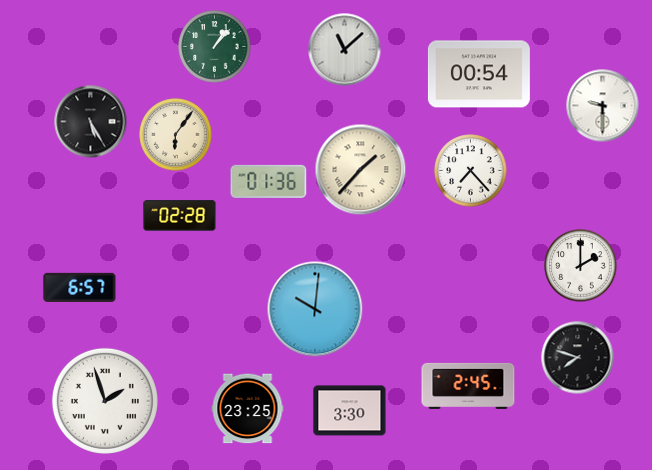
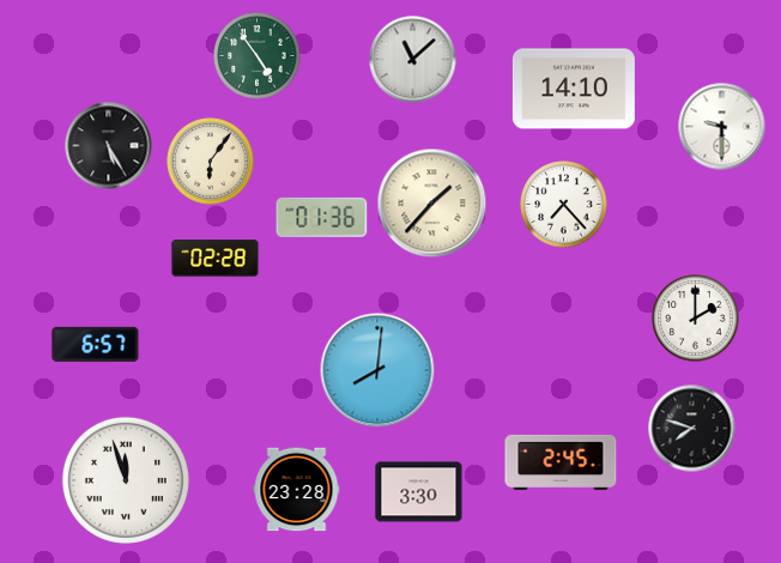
clock at (215, 47): 1:07 -> 4:54
clock at (479, 74): 00:54 -> 14:10
clock at (315, 309): 10:01 -> 8:01
clock at (105, 401): 1:57 -> 11:57
clock at (248, 409): 23:25 -> 23:28
